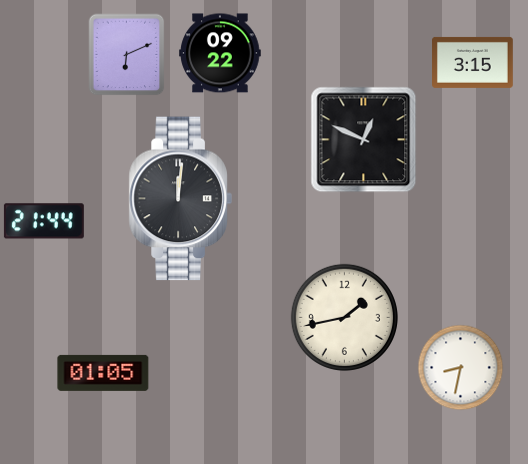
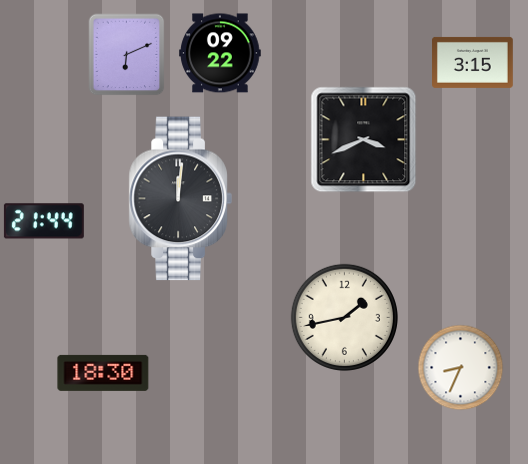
clock at (364, 140): 12:49 -> 3:41
clock at (461, 368): 8:32 -> 8:34
clock at (103, 373): 01:05 -> 18:30
